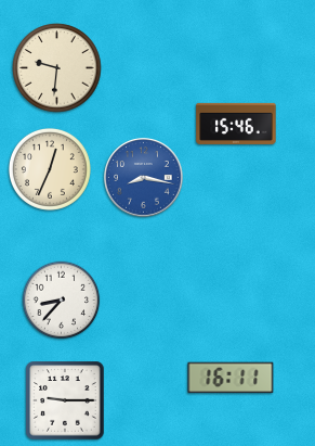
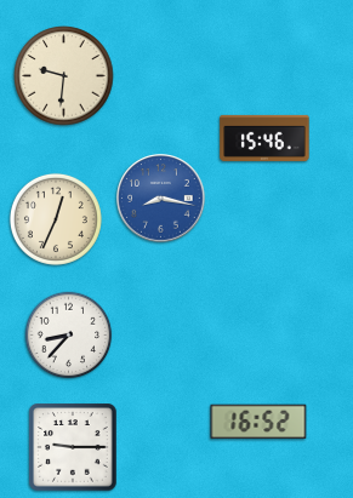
clock at (50, 169) position: (50, 169) -> (56, 219)
clock at (231, 378): 16:11 -> 16:52
